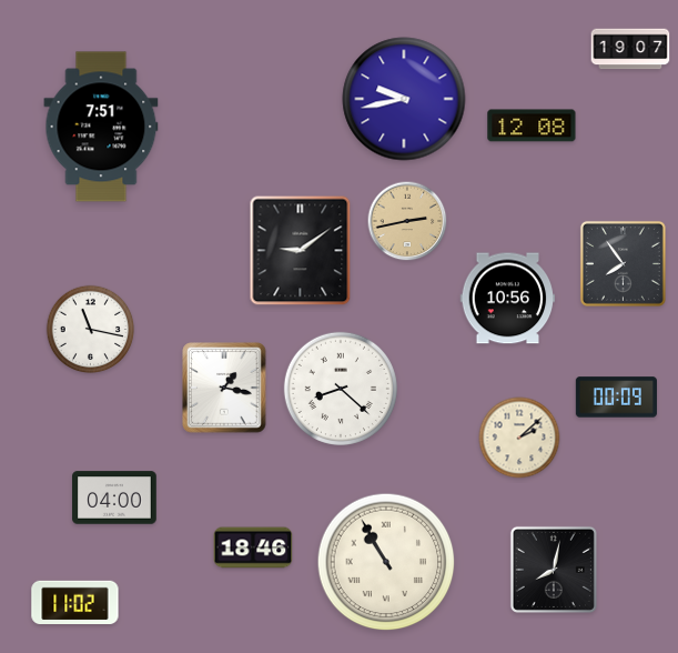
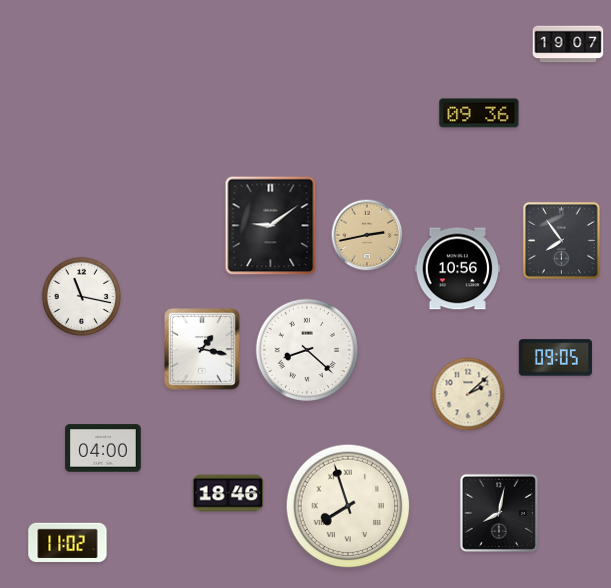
clock at (404, 99): 9:43 -> none
clock at (532, 125): 12:08 -> 09:36
clock at (101, 127): 7:51 -> none
clock at (407, 221) position: (407, 221) -> (367, 235)
clock at (623, 263) position: (623, 263) -> (561, 240)
clock at (616, 398): 00:09 -> 09:05
clock at (386, 562): 10:55 -> 7:57
